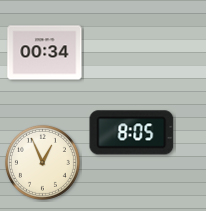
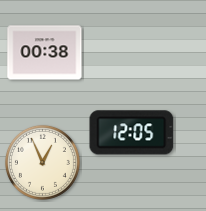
clock at (45, 53): 00:34 -> 00:38
clock at (132, 133): 8:05 -> 12:05
